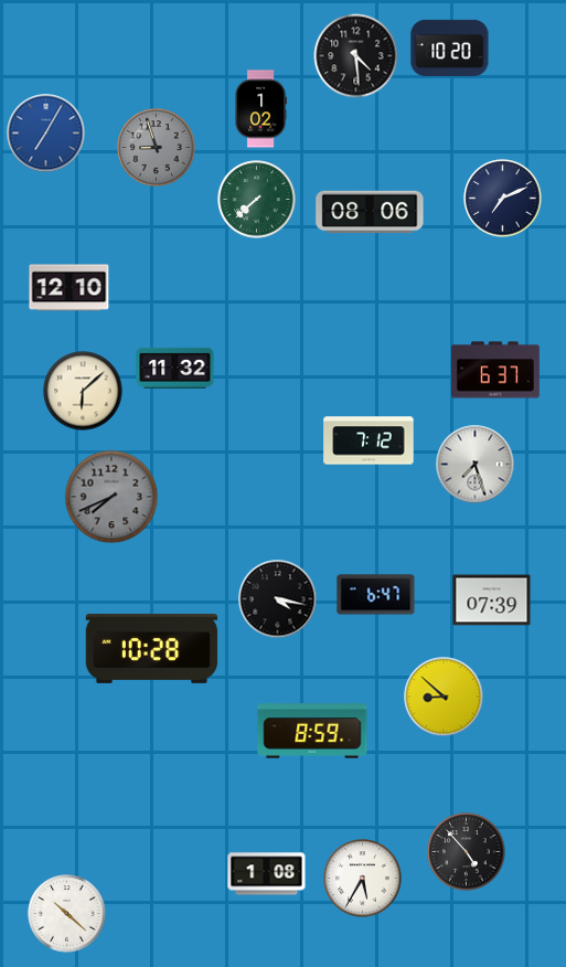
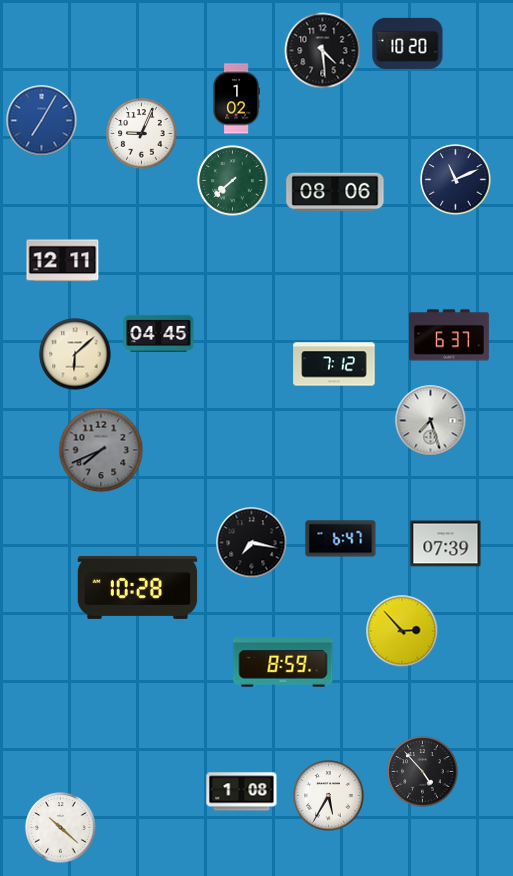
clock at (157, 148): 8:57 -> 9:04
clock at (157, 148) dial: grey -> white
clock at (503, 199): 7:11 -> 11:11
clock at (70, 288): 12:10 -> 12:11
clock at (175, 368): 11:32 -> 04:45
clock at (369, 440) position: (369, 440) -> (334, 364)
clock at (278, 599): 4:17 -> 7:17
clock at (444, 697): 8:52 -> 2:53
